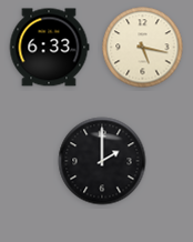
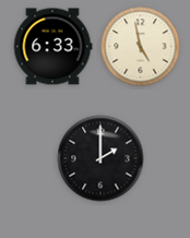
clock at (49, 48) position: (49, 48) -> (52, 47)
clock at (143, 48): 5:17 -> 4:58
